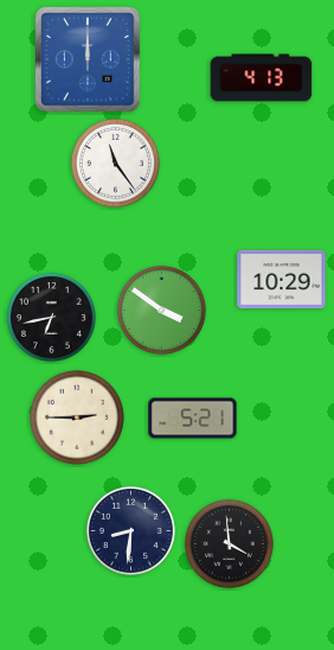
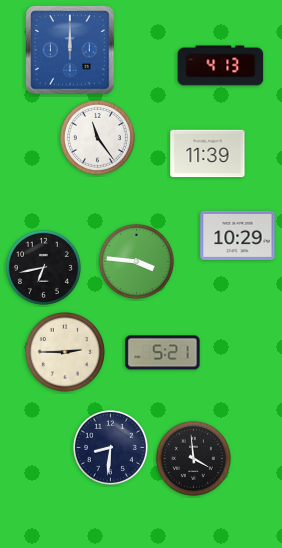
clock at (88, 59) position: (88, 59) -> (70, 50)
clock at (208, 154): none -> 11:39
clock at (161, 310): 3:51 -> 3:46
